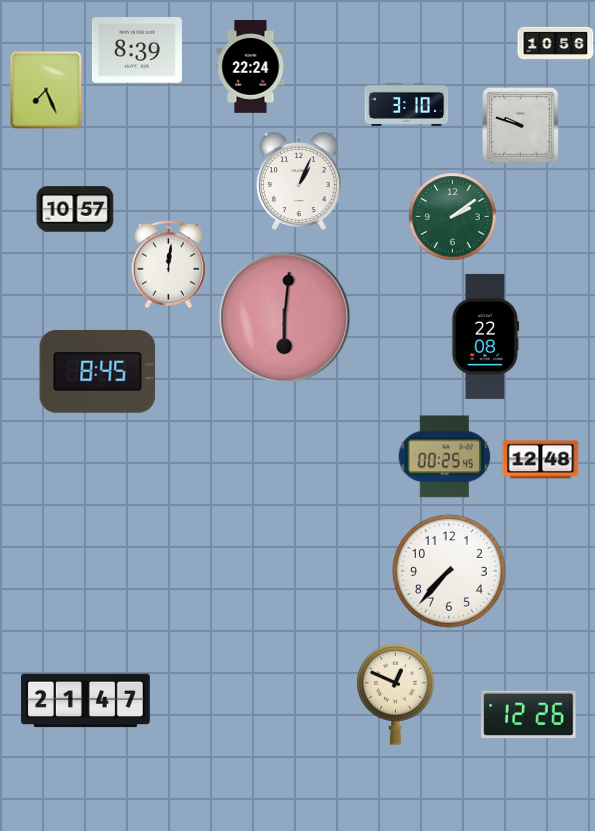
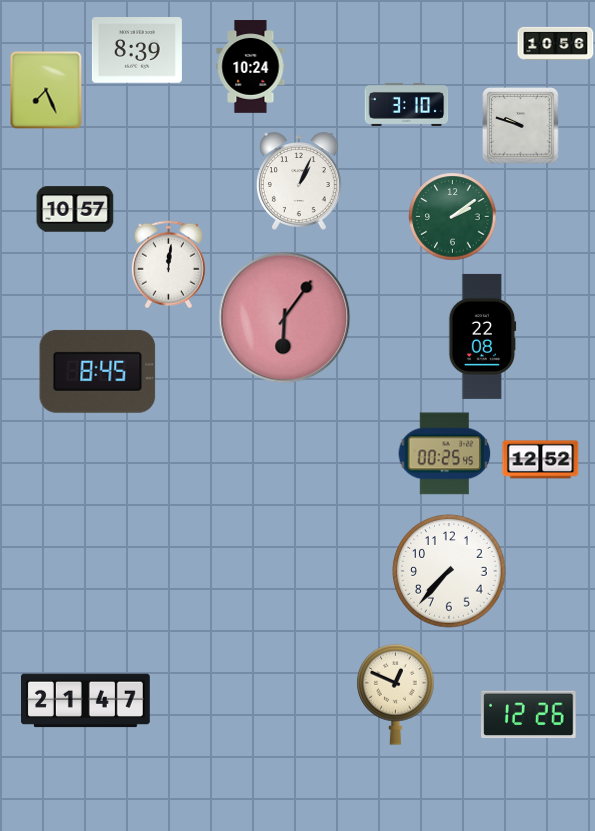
clock at (251, 67): 22:24 -> 10:24
clock at (285, 318): 6:01 -> 6:06
clock at (486, 336) position: (486, 336) -> (483, 336)
clock at (445, 457) position: (445, 457) -> (445, 454)
clock at (541, 460): 12:48 -> 12:52
